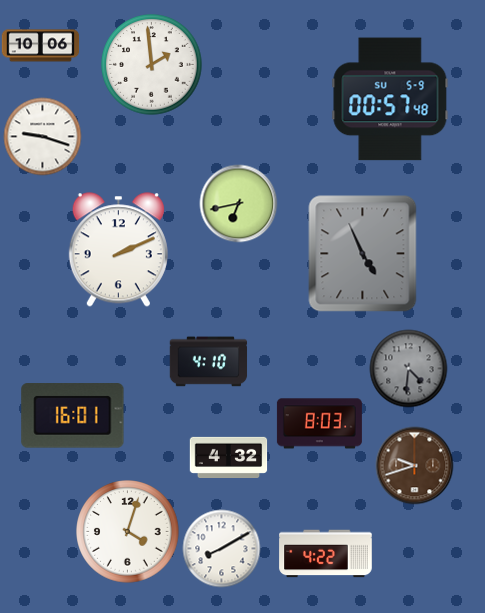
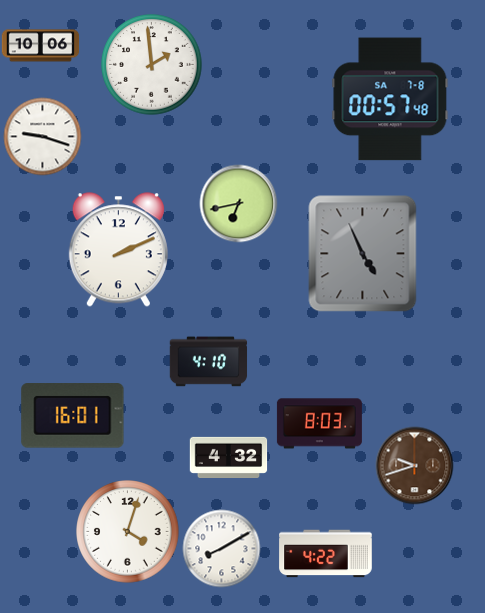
clock at (390, 99) date: SU 5-9 -> SA 7-8
clock at (408, 368): 4:31 -> none
